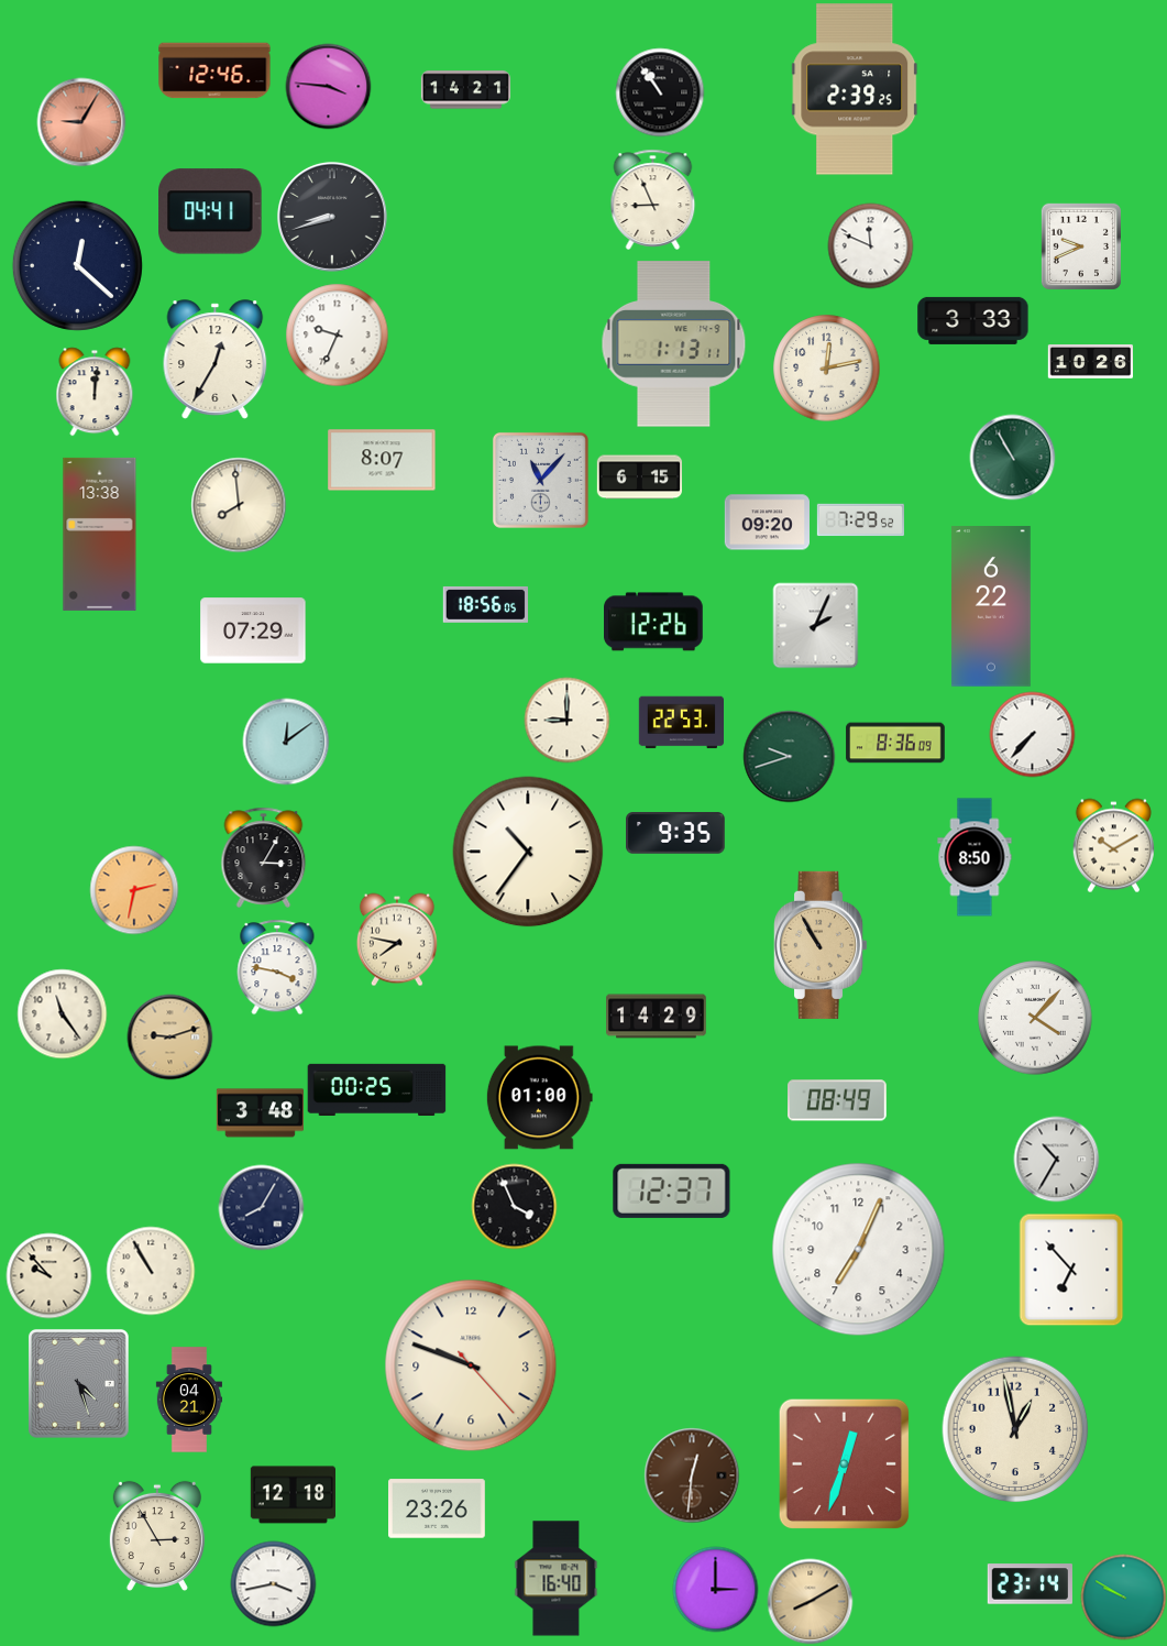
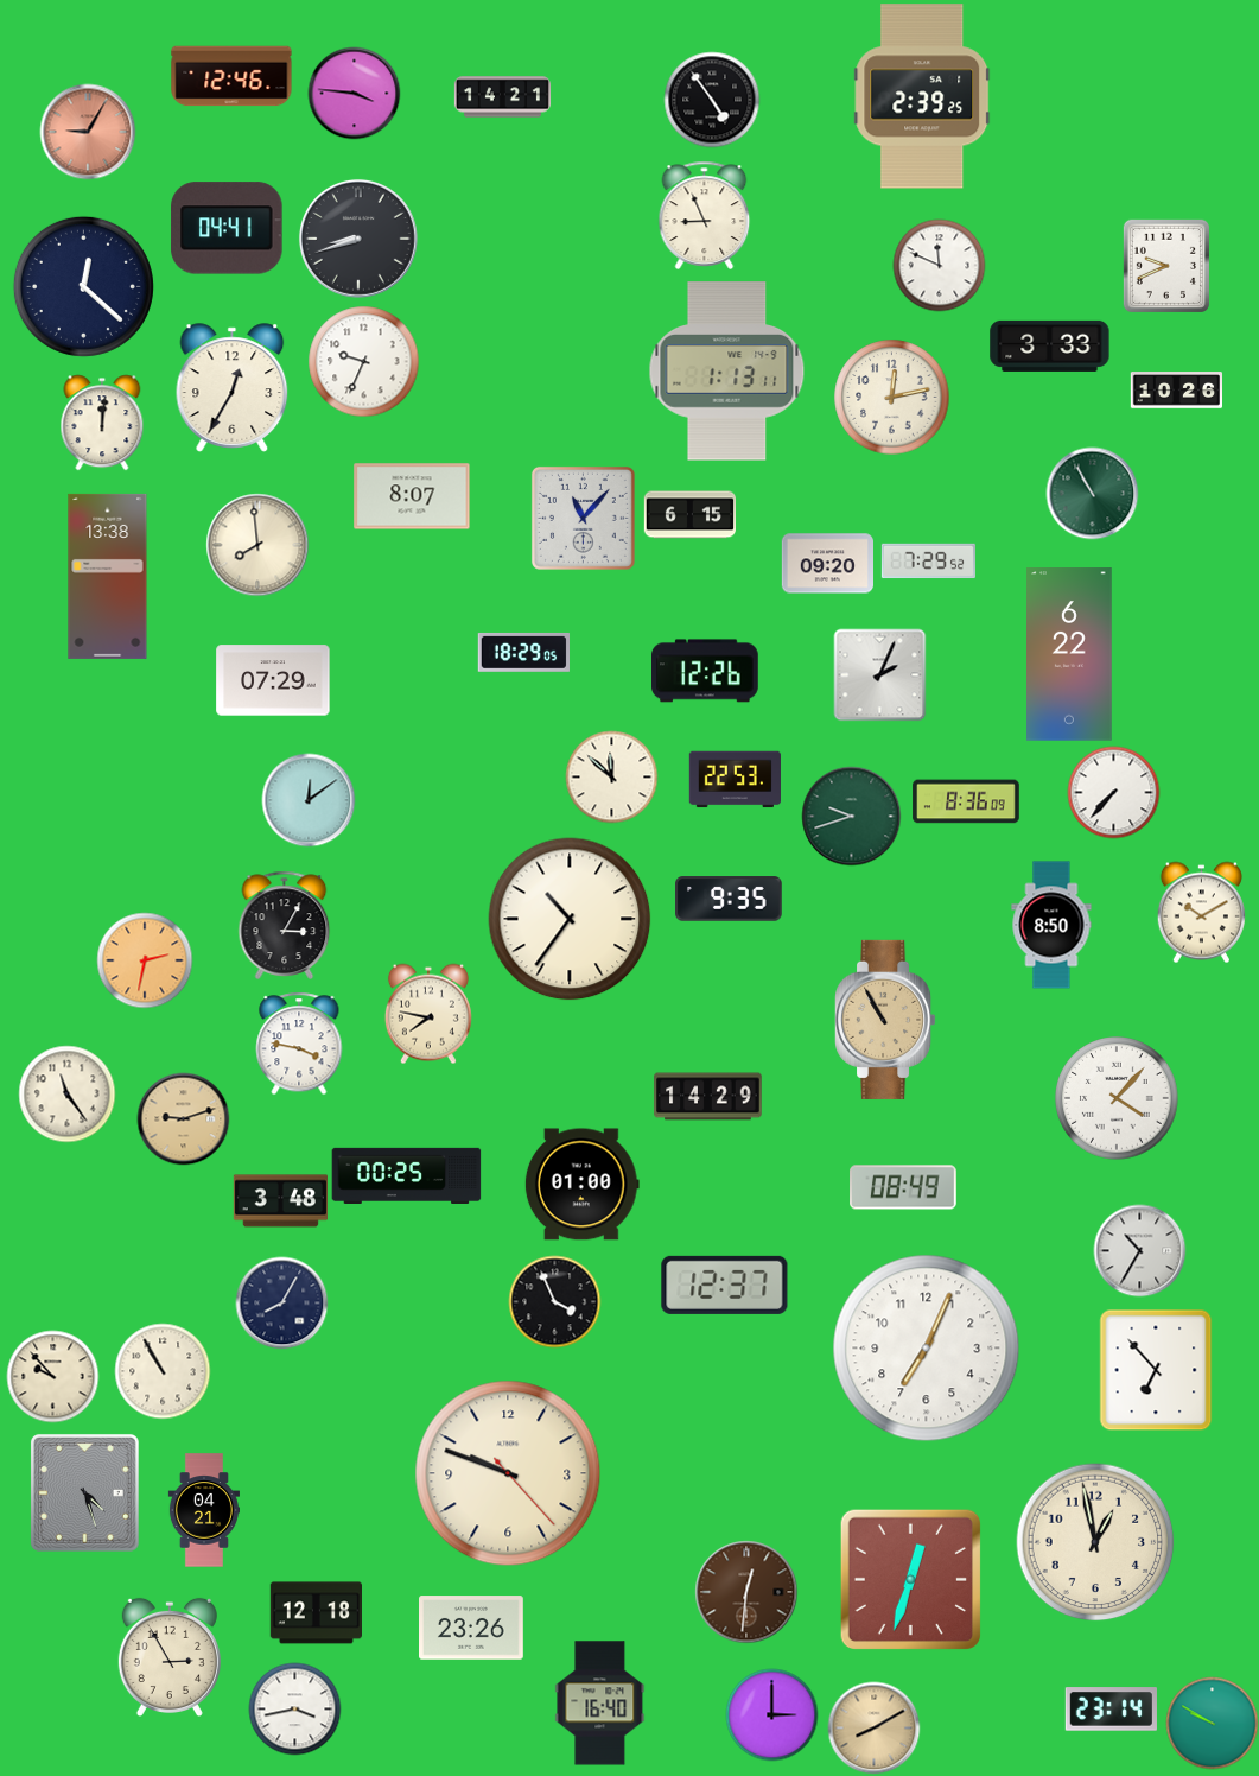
clock at (660, 92): 10:54 -> 4:54
clock at (332, 217) position: (332, 217) -> (358, 239)
clock at (485, 604): 18:56 -> 18:29
clock at (566, 720): 9:00 -> 11:52
